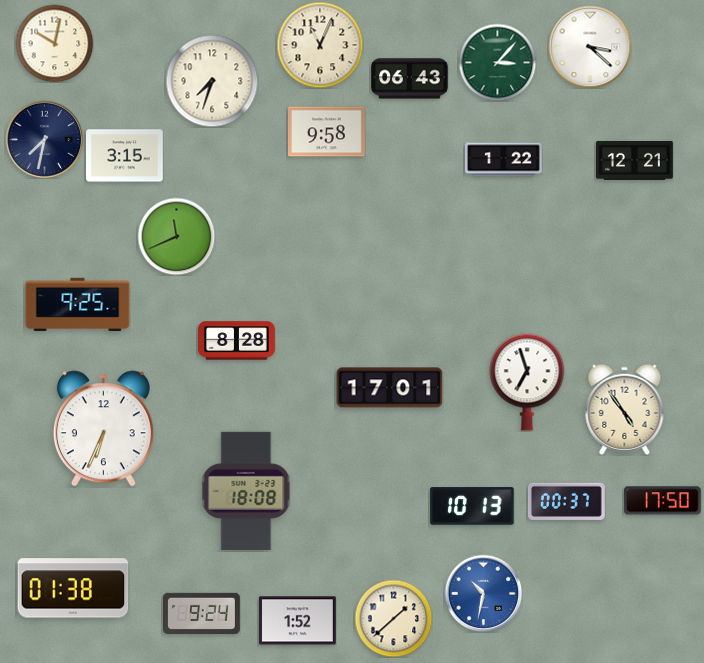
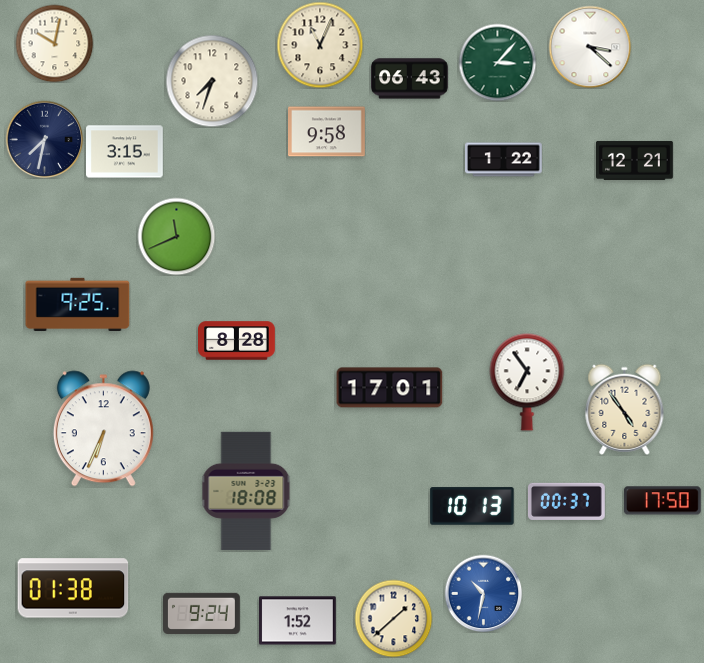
clock at (125, 156) position: (125, 156) -> (125, 152)
clock at (527, 382): 6:57 -> 6:54
